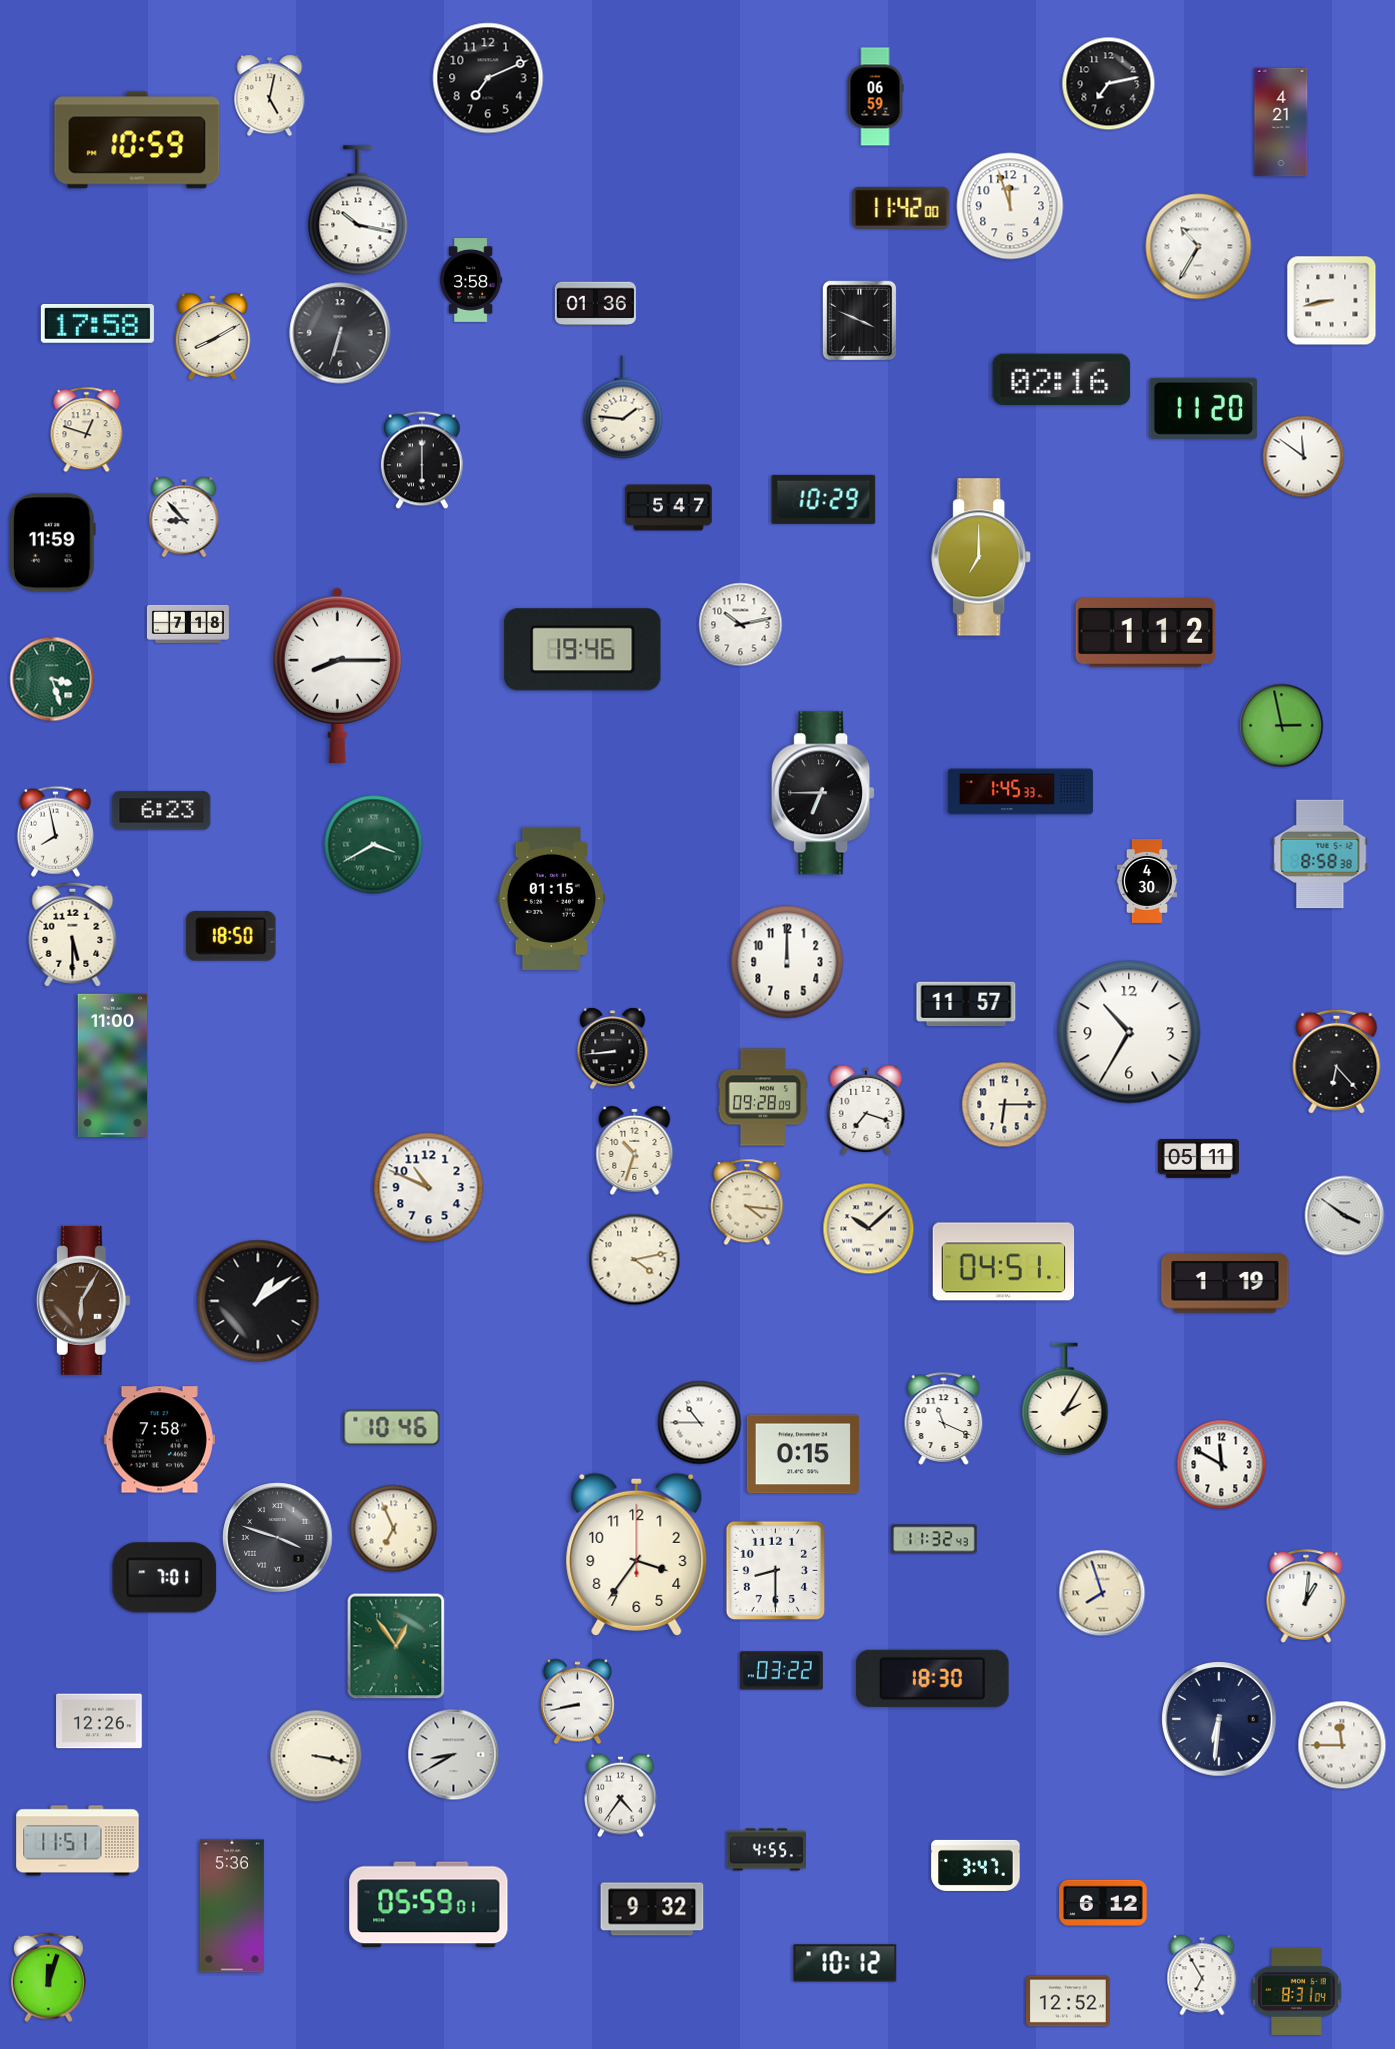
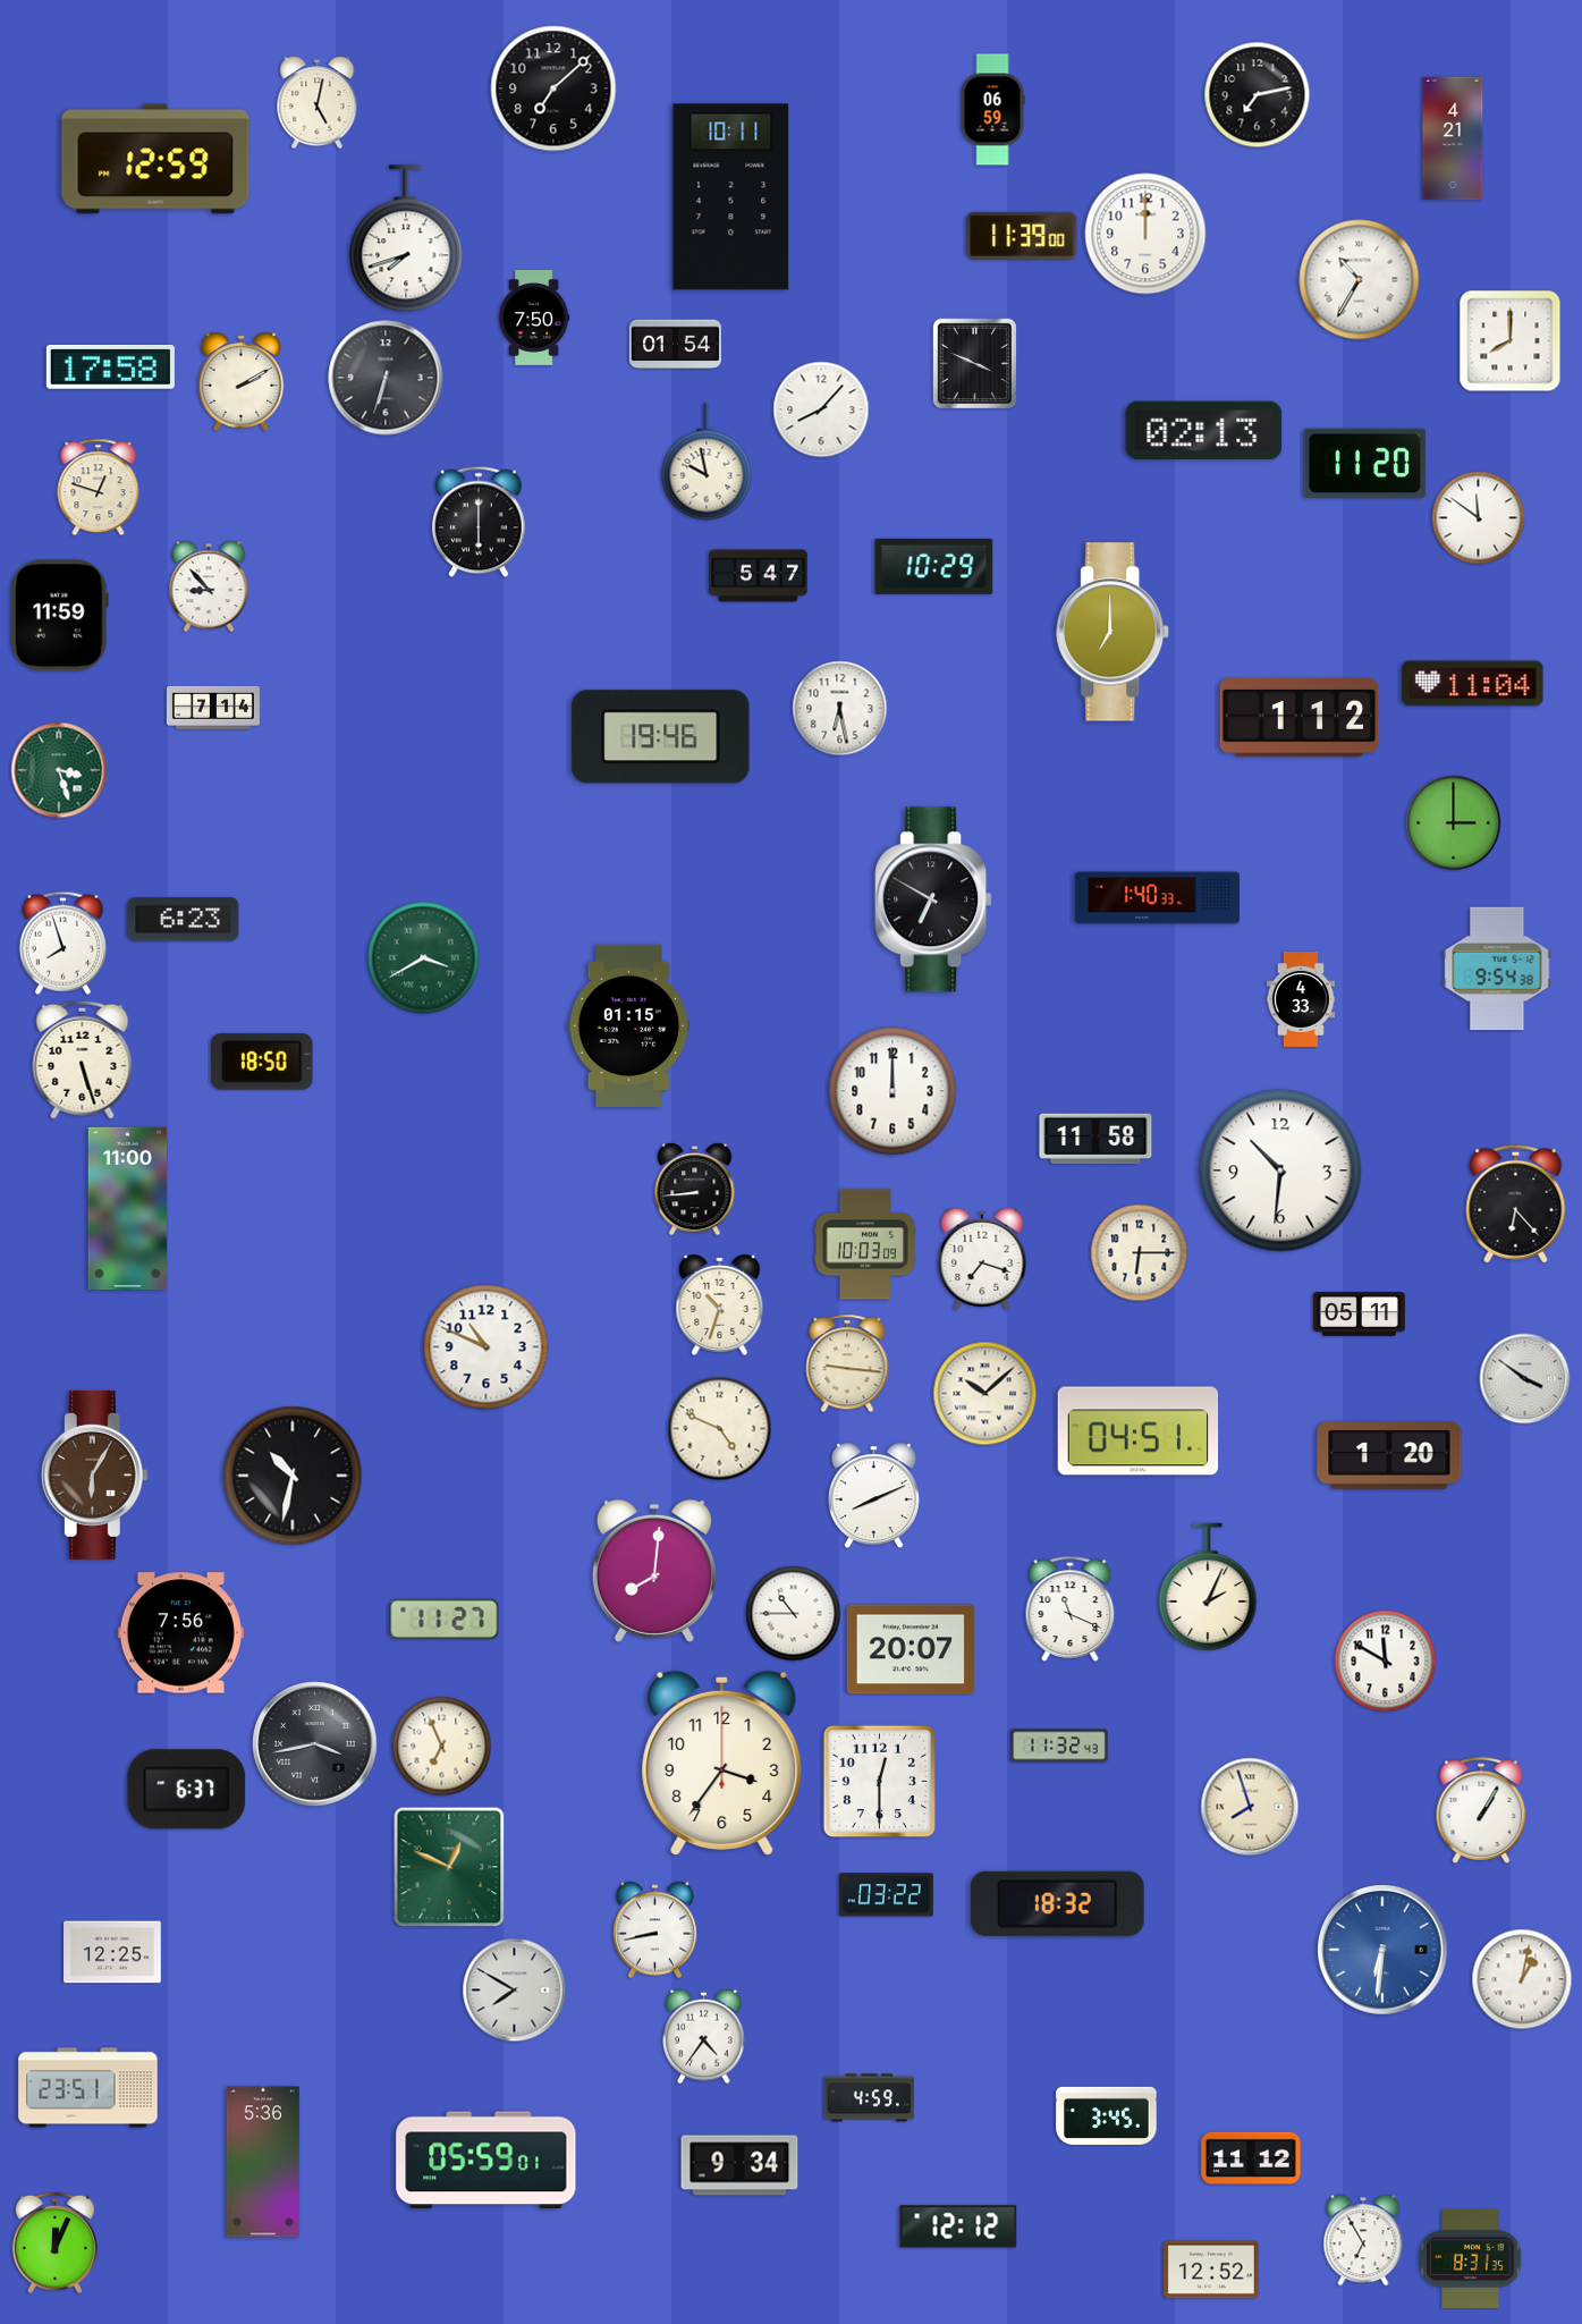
clock at (488, 78): 7:11 -> 7:08
clock at (270, 96) position: (270, 96) -> (318, 103)
clock at (137, 140): 10:59 -> 12:59
clock at (731, 197): none -> 10:11
clock at (1010, 206): 11:57 -> 12:00
clock at (901, 208): 11:42 -> 11:39
clock at (358, 210): 10:17 -> 7:42
clock at (471, 281): 3:58 -> 7:50
clock at (1332, 301): 8:43 -> 8:00
clock at (595, 304): 01:36 -> 01:54
clock at (213, 336): 8:10 -> 2:10
clock at (821, 409): none -> 8:07
clock at (1062, 380): 02:16 -> 02:13
clock at (623, 407): 1:46 -> 9:58
clock at (1473, 684): none -> 11:04
clock at (188, 624): 7:18 -> 7:14
clock at (741, 625): 10:13 -> 6:28
clock at (337, 675): 8:15 -> none
clock at (1282, 726): 2:58 -> 3:00
clock at (1020, 792): 1:45 -> 1:40
clock at (823, 793): 6:45 -> 6:50
clock at (55, 831): 7:58 -> 7:57
clock at (1320, 854): 8:58 -> 9:54
clock at (1147, 882): 4:30 -> 4:33
clock at (552, 898) position: (552, 898) -> (629, 1025)
clock at (73, 934): 5:30 -> 5:27
clock at (966, 1004): 11:57 -> 11:58
clock at (1129, 1032): 10:35 -> 10:31
clock at (763, 1097): 09:28 -> 10:03
clock at (747, 1202): 4:16 -> 9:16
clock at (635, 1260): 4:13 -> 4:49
clock at (1225, 1283): 1:19 -> 1:20
clock at (258, 1301): 1:09 -> 10:32
clock at (873, 1496): none -> 8:11
clock at (654, 1571): none -> 8:01
clock at (1065, 1399): 2:05 -> 2:04
clock at (392, 1427): 10:46 -> 11:27
clock at (159, 1440): 7:58 -> 7:56
clock at (803, 1454): 0:15 -> 20:07
clock at (394, 1529) position: (394, 1529) -> (442, 1747)
clock at (278, 1538): 3:48 -> 3:43
clock at (775, 1570): 8:30 -> 12:30
clock at (165, 1578): 7:01 -> 6:37
clock at (1306, 1596): 1:01 -> 1:05
clock at (396, 1646): 12:54 -> 12:49
clock at (933, 1678): 18:30 -> 18:32
clock at (1219, 1719) dial: navy -> blue
clock at (99, 1721): 12:26 -> 12:25
clock at (1342, 1745): 11:45 -> 1:02
clock at (454, 1755): 8:40 -> 7:50
clock at (316, 1756): 3:17 -> none
clock at (78, 1841): 11:51 -> 23:51
clock at (766, 1850): 4:55 -> 4:59
clock at (976, 1865): 3:47 -> 3:45
clock at (1103, 1902): 6:12 -> 11:12
clock at (652, 1909): 9:32 -> 9:34
clock at (845, 1963): 10:12 -> 12:12
clock at (48, 1978): 12:03 -> 12:04
clock at (1297, 1991): 8:31:04 -> 8:31:35
